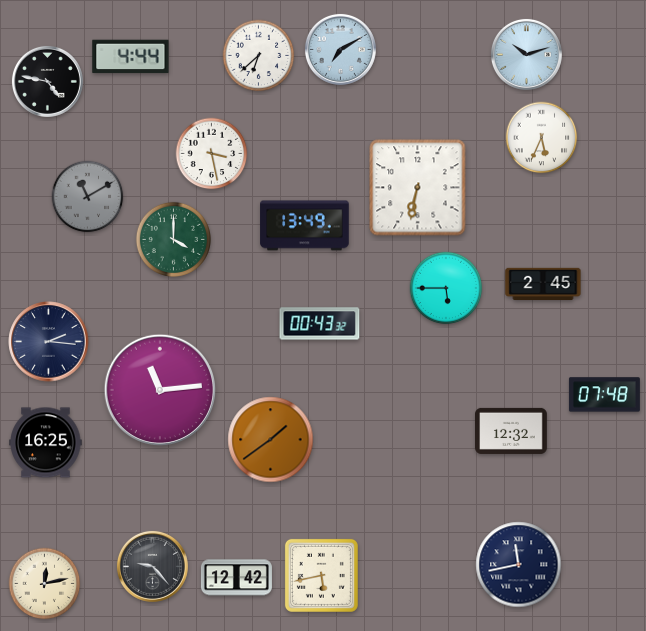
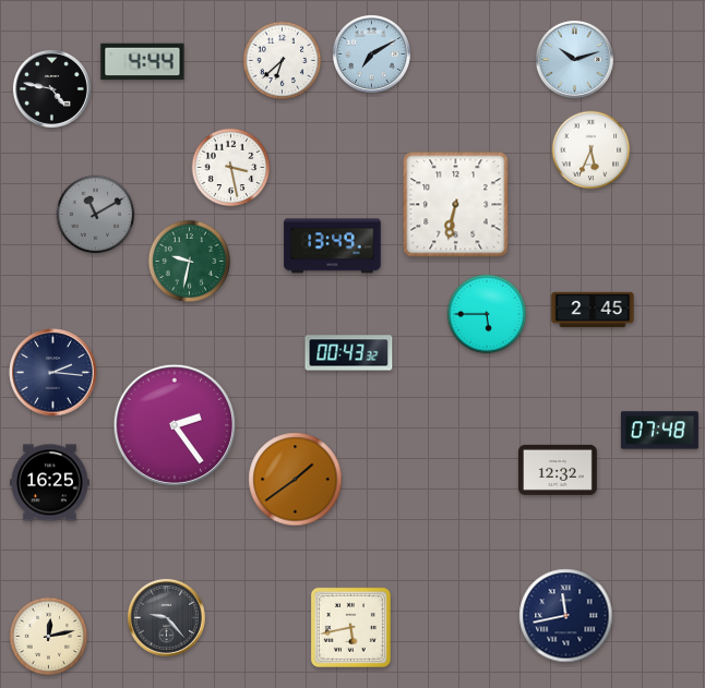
clock at (173, 239): 4:00 -> 9:32
clock at (159, 389): 11:14 -> 2:24
clock at (236, 578): 12:42 -> none
